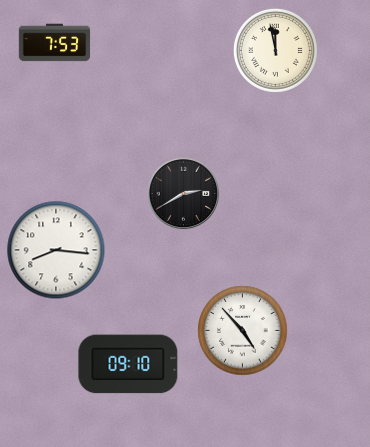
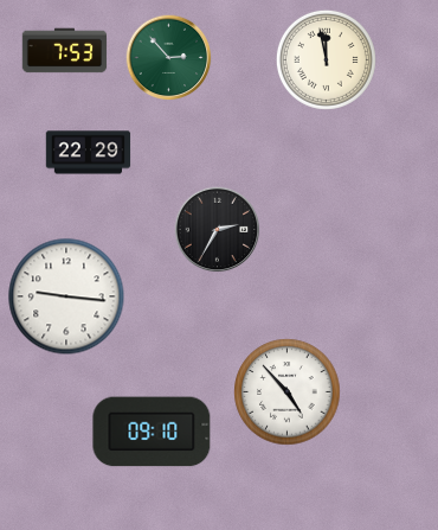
clock at (169, 58): none -> 2:53
clock at (89, 153): none -> 22:29
clock at (184, 194): 2:40 -> 2:35
clock at (56, 250): 8:16 -> 9:16
